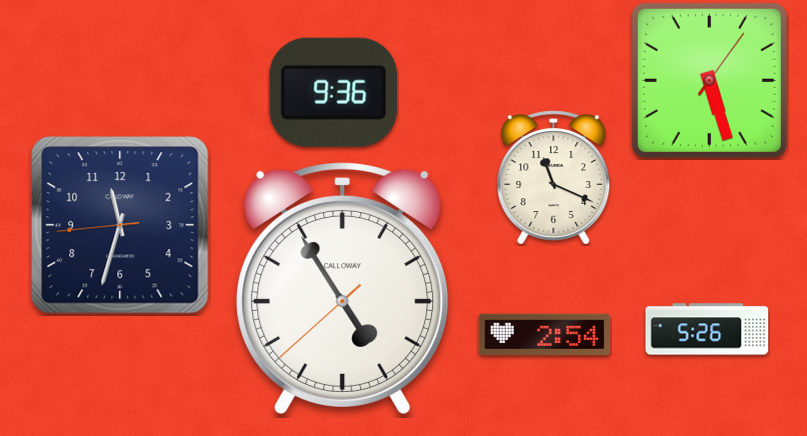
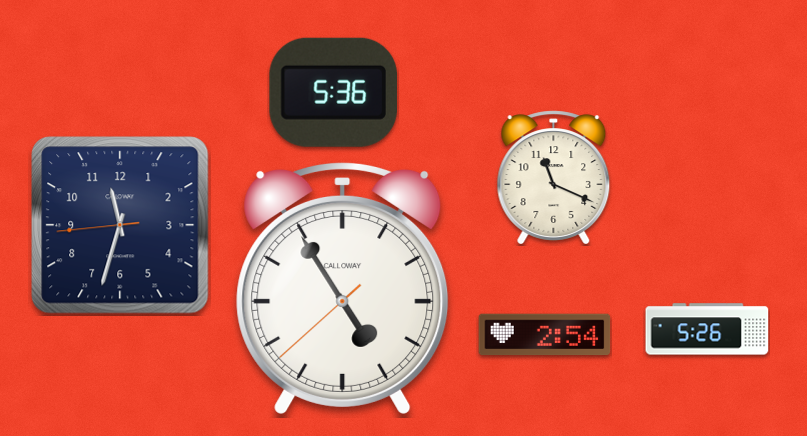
clock at (709, 80): 5:27 -> none
clock at (333, 92): 9:36 -> 5:36
